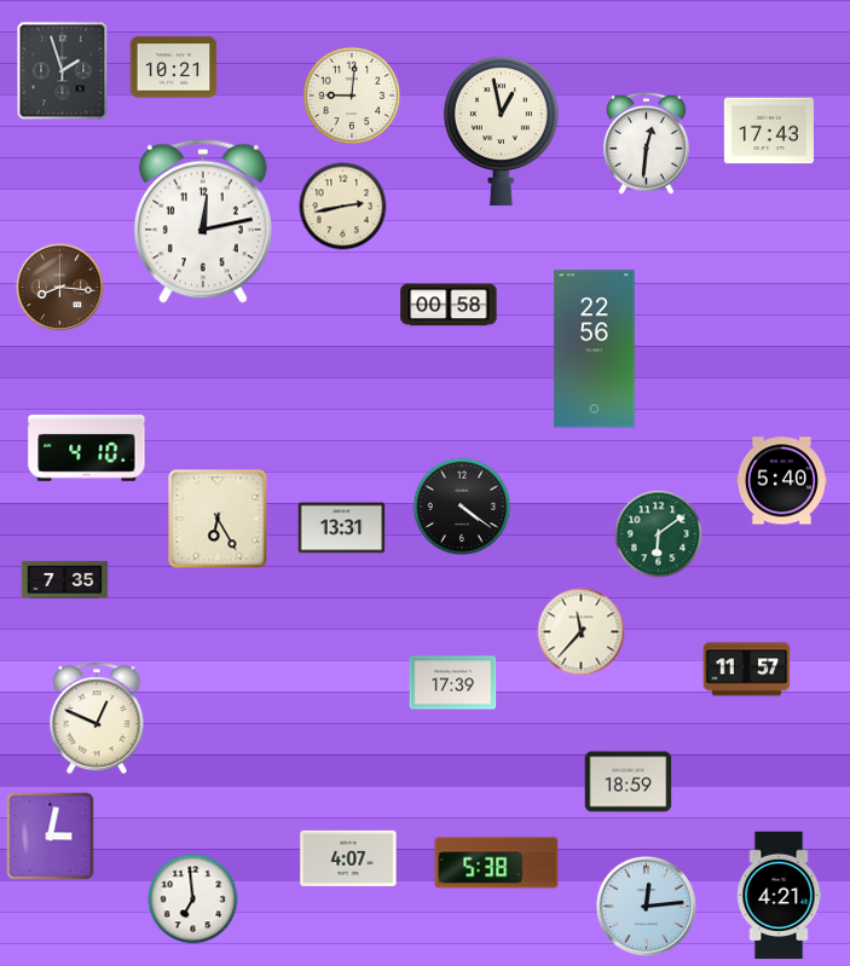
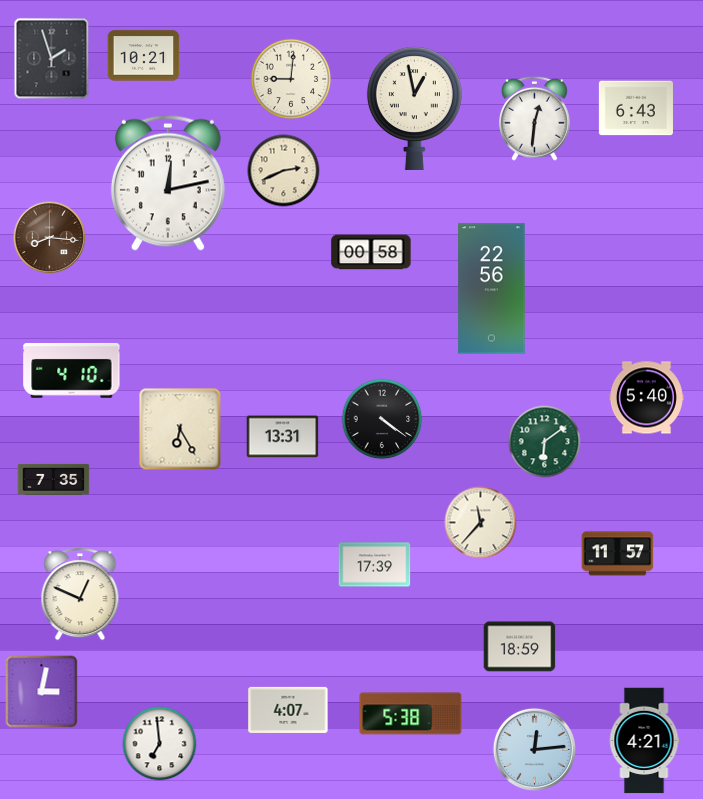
clock at (769, 131): 17:43 -> 6:43
clock at (343, 207): 2:43 -> 2:41
